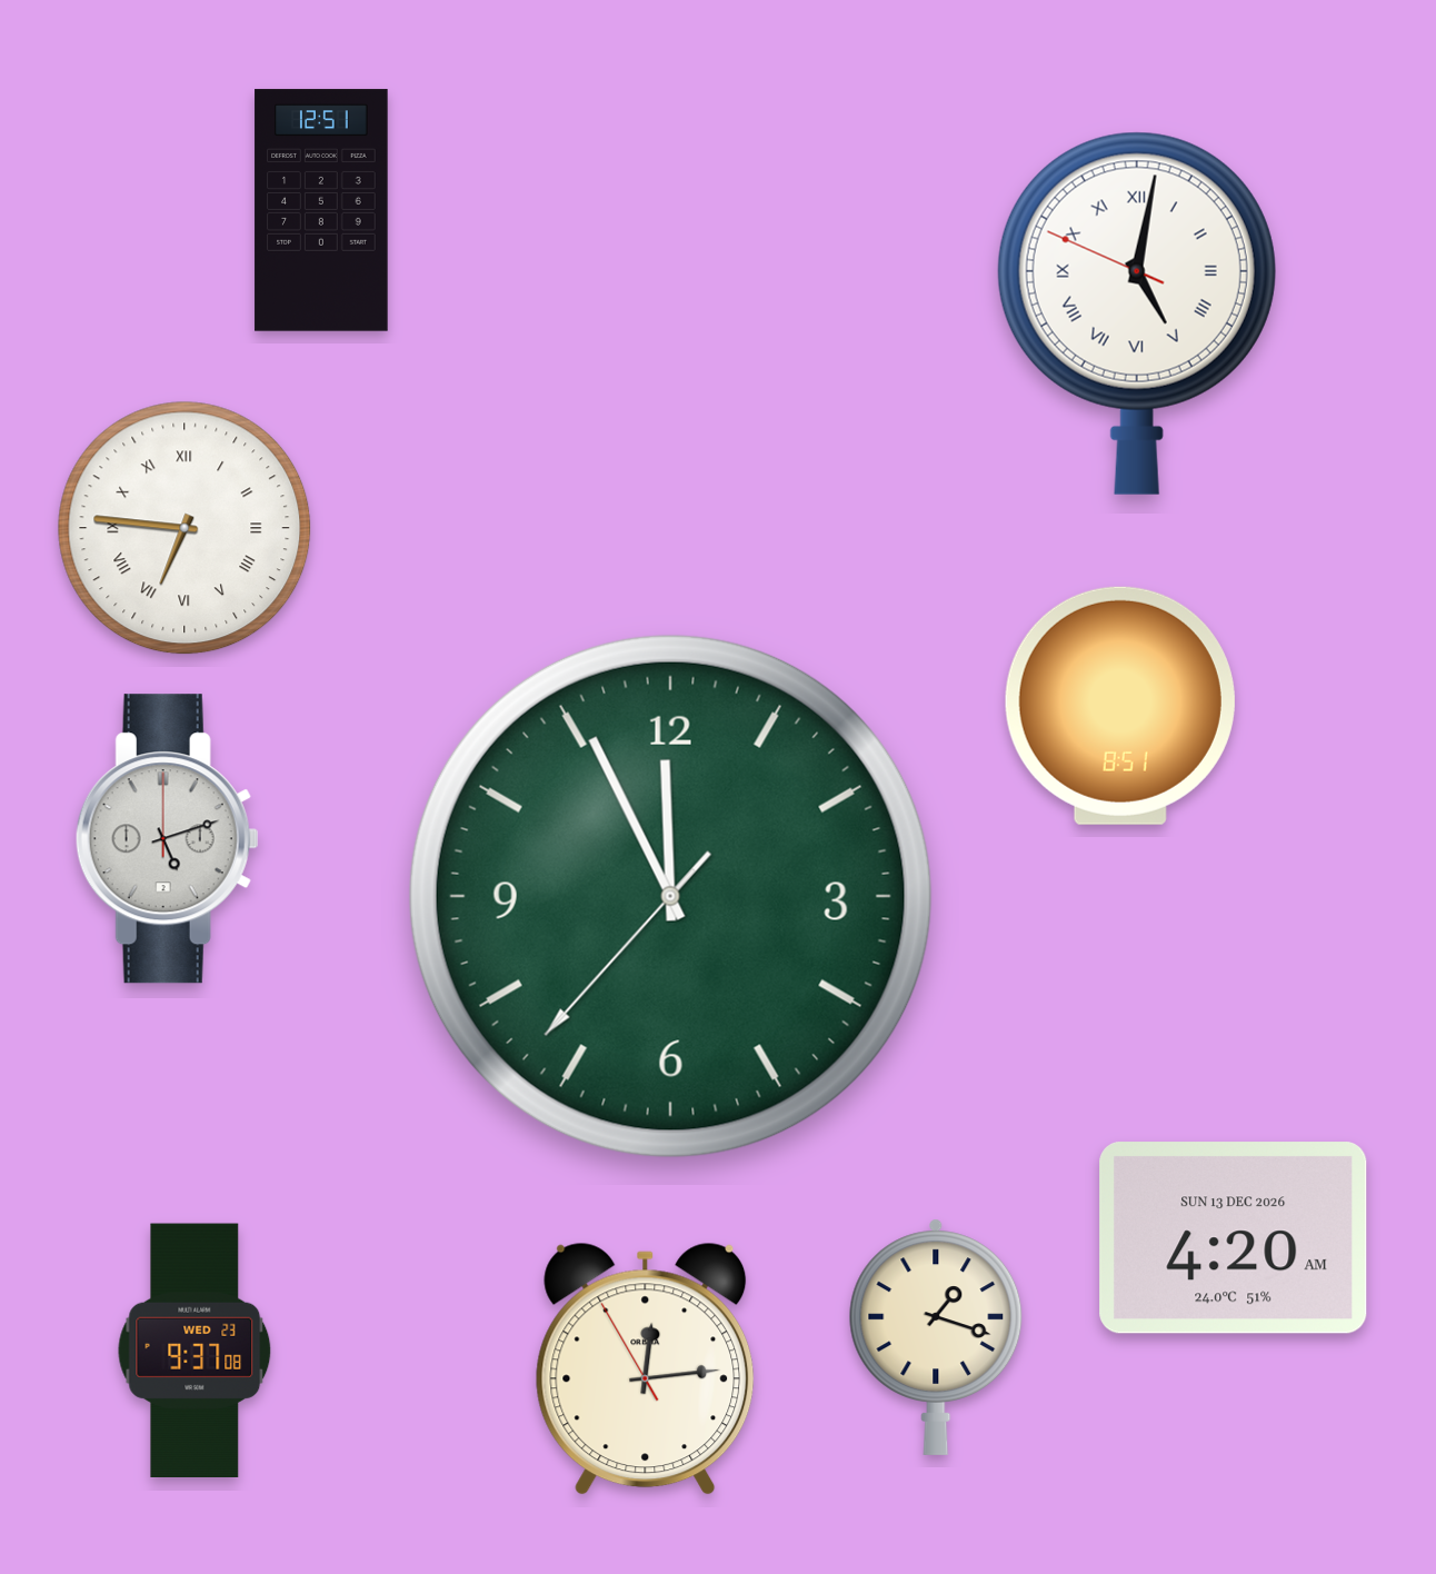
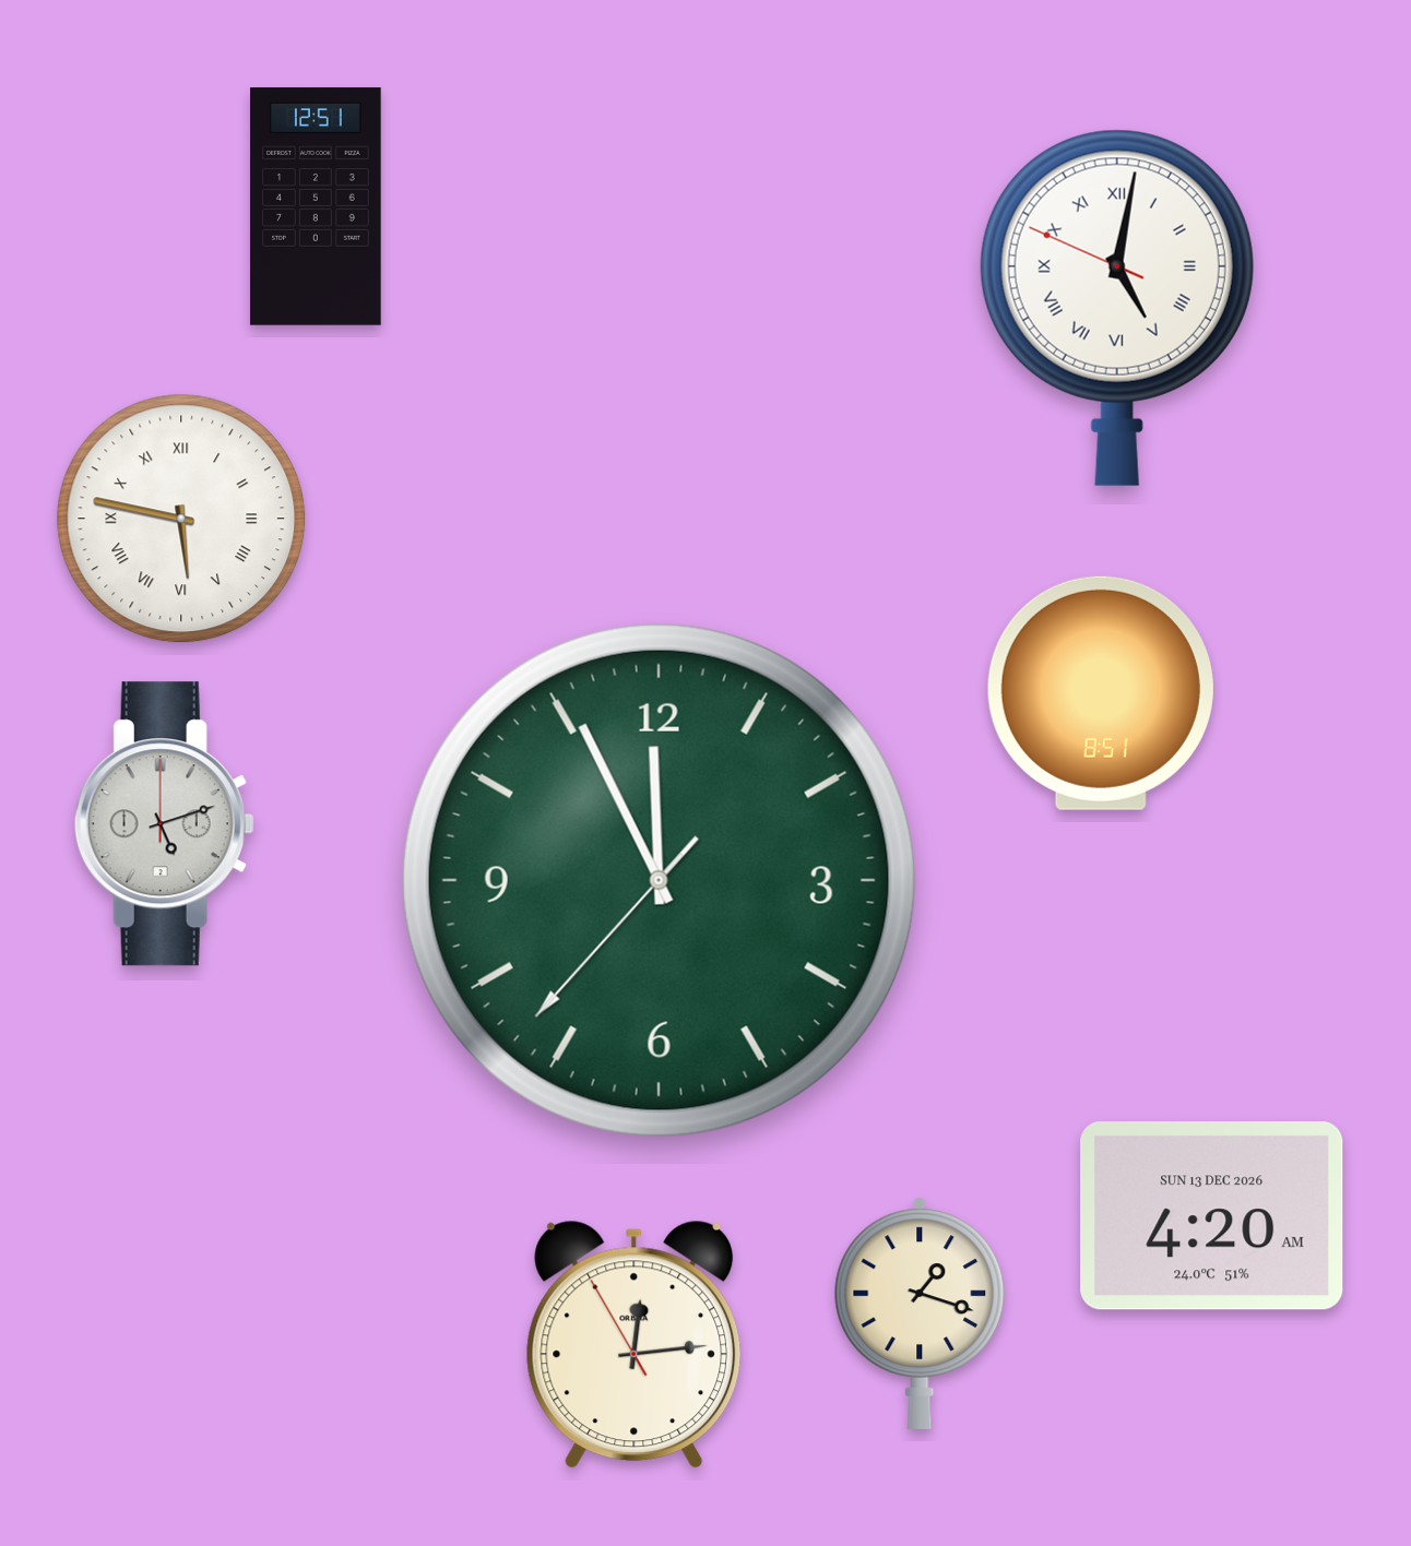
clock at (185, 528): 6:46 -> 5:47
clock at (195, 1351): 9:37 -> none
